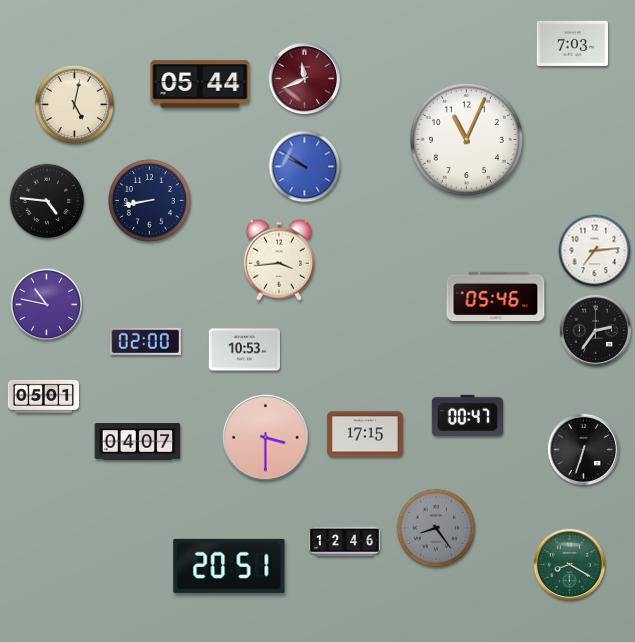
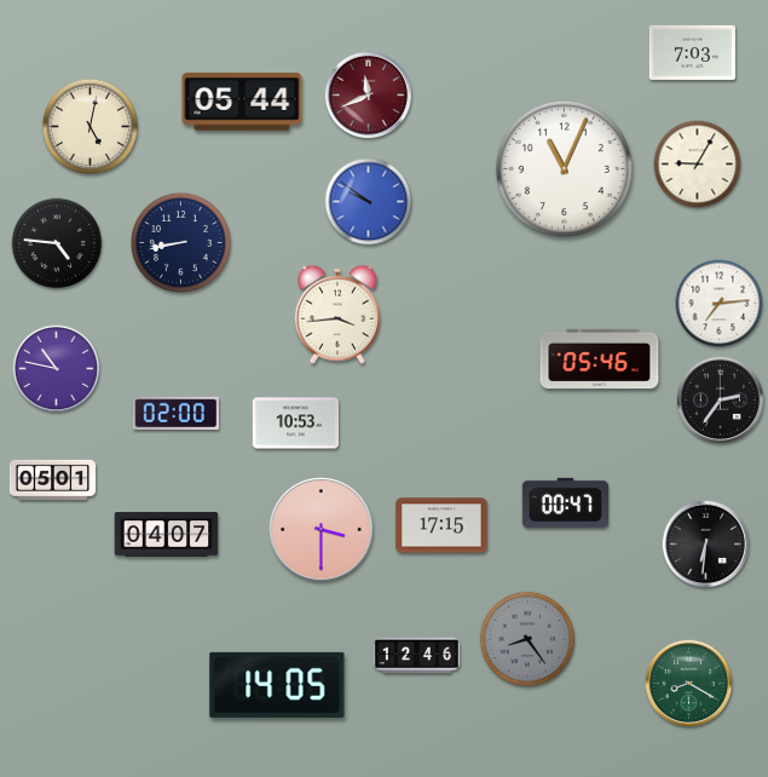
clock at (698, 165): none -> 9:05
clock at (584, 450): 6:33 -> 6:31
clock at (229, 566): 20:51 -> 14:05
